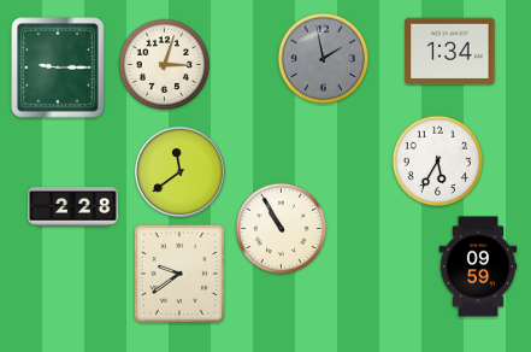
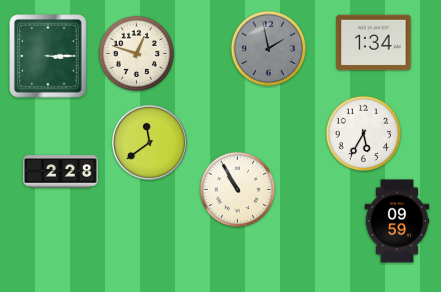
clock at (165, 65): 3:03 -> 12:48
clock at (58, 68): 9:15 -> 3:15
clock at (282, 229) position: (282, 229) -> (238, 190)
clock at (178, 274): 9:39 -> none
